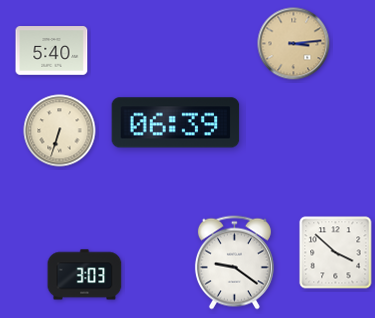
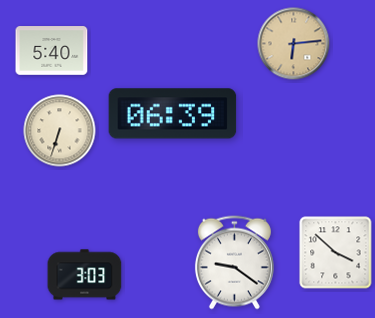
clock at (294, 44): 3:14 -> 6:14
clock at (176, 123) position: (176, 123) -> (173, 114)
